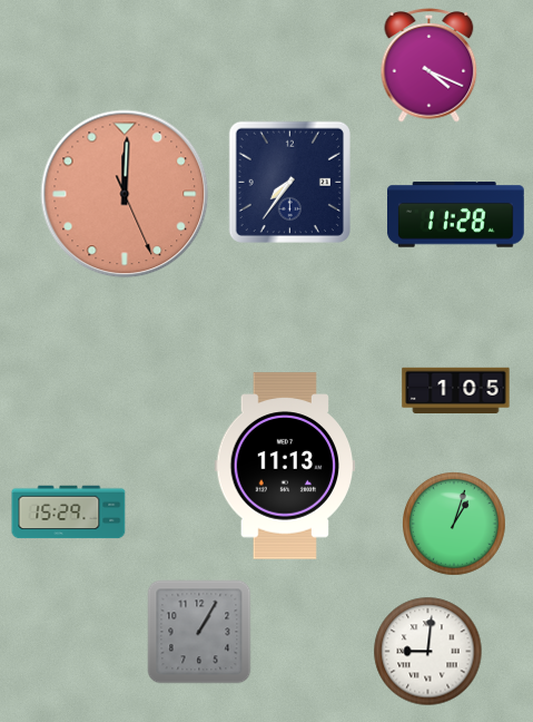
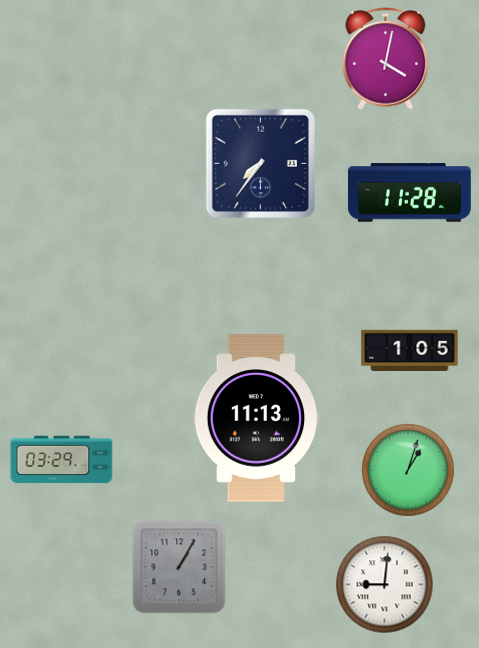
clock at (430, 66): 4:19 -> 4:02
clock at (125, 194): 12:00 -> none
clock at (69, 513): 15:29 -> 03:29
